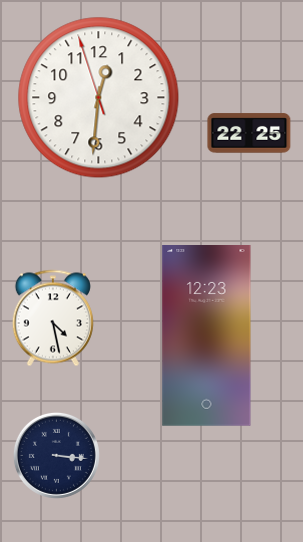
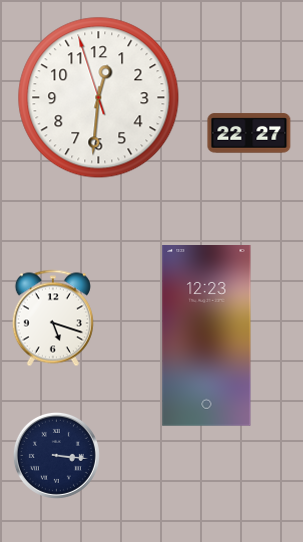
clock at (249, 133): 22:25 -> 22:27
clock at (53, 318): 4:28 -> 5:18
